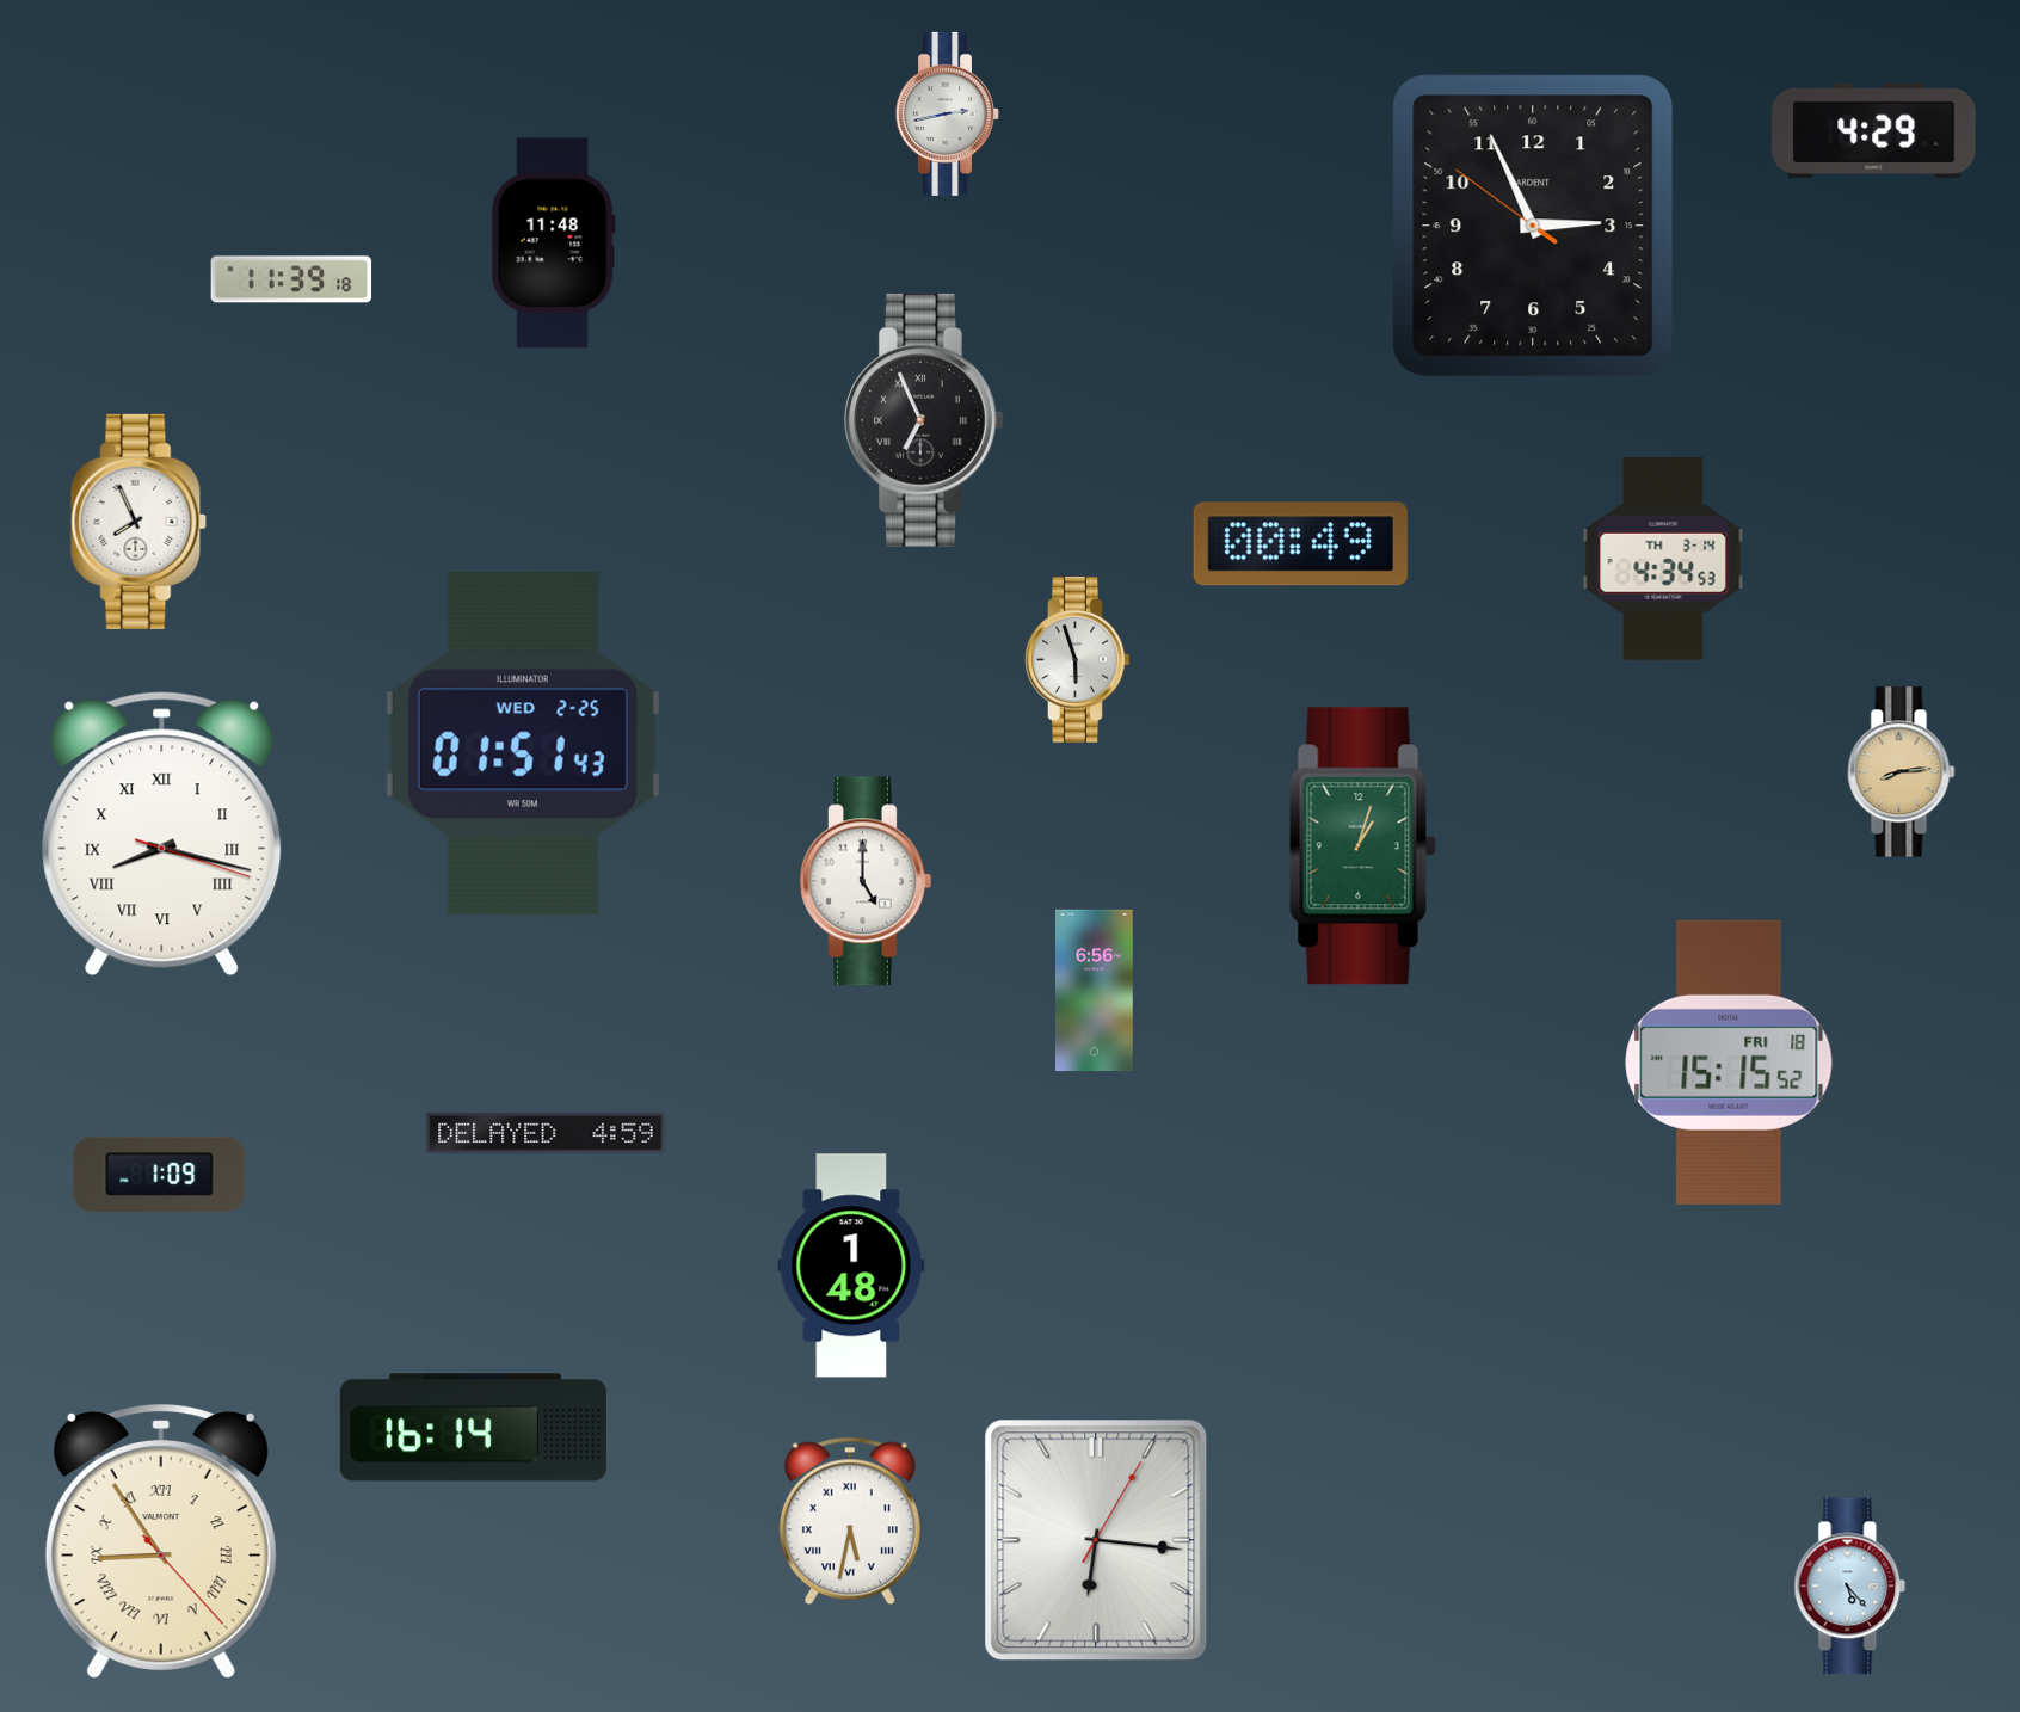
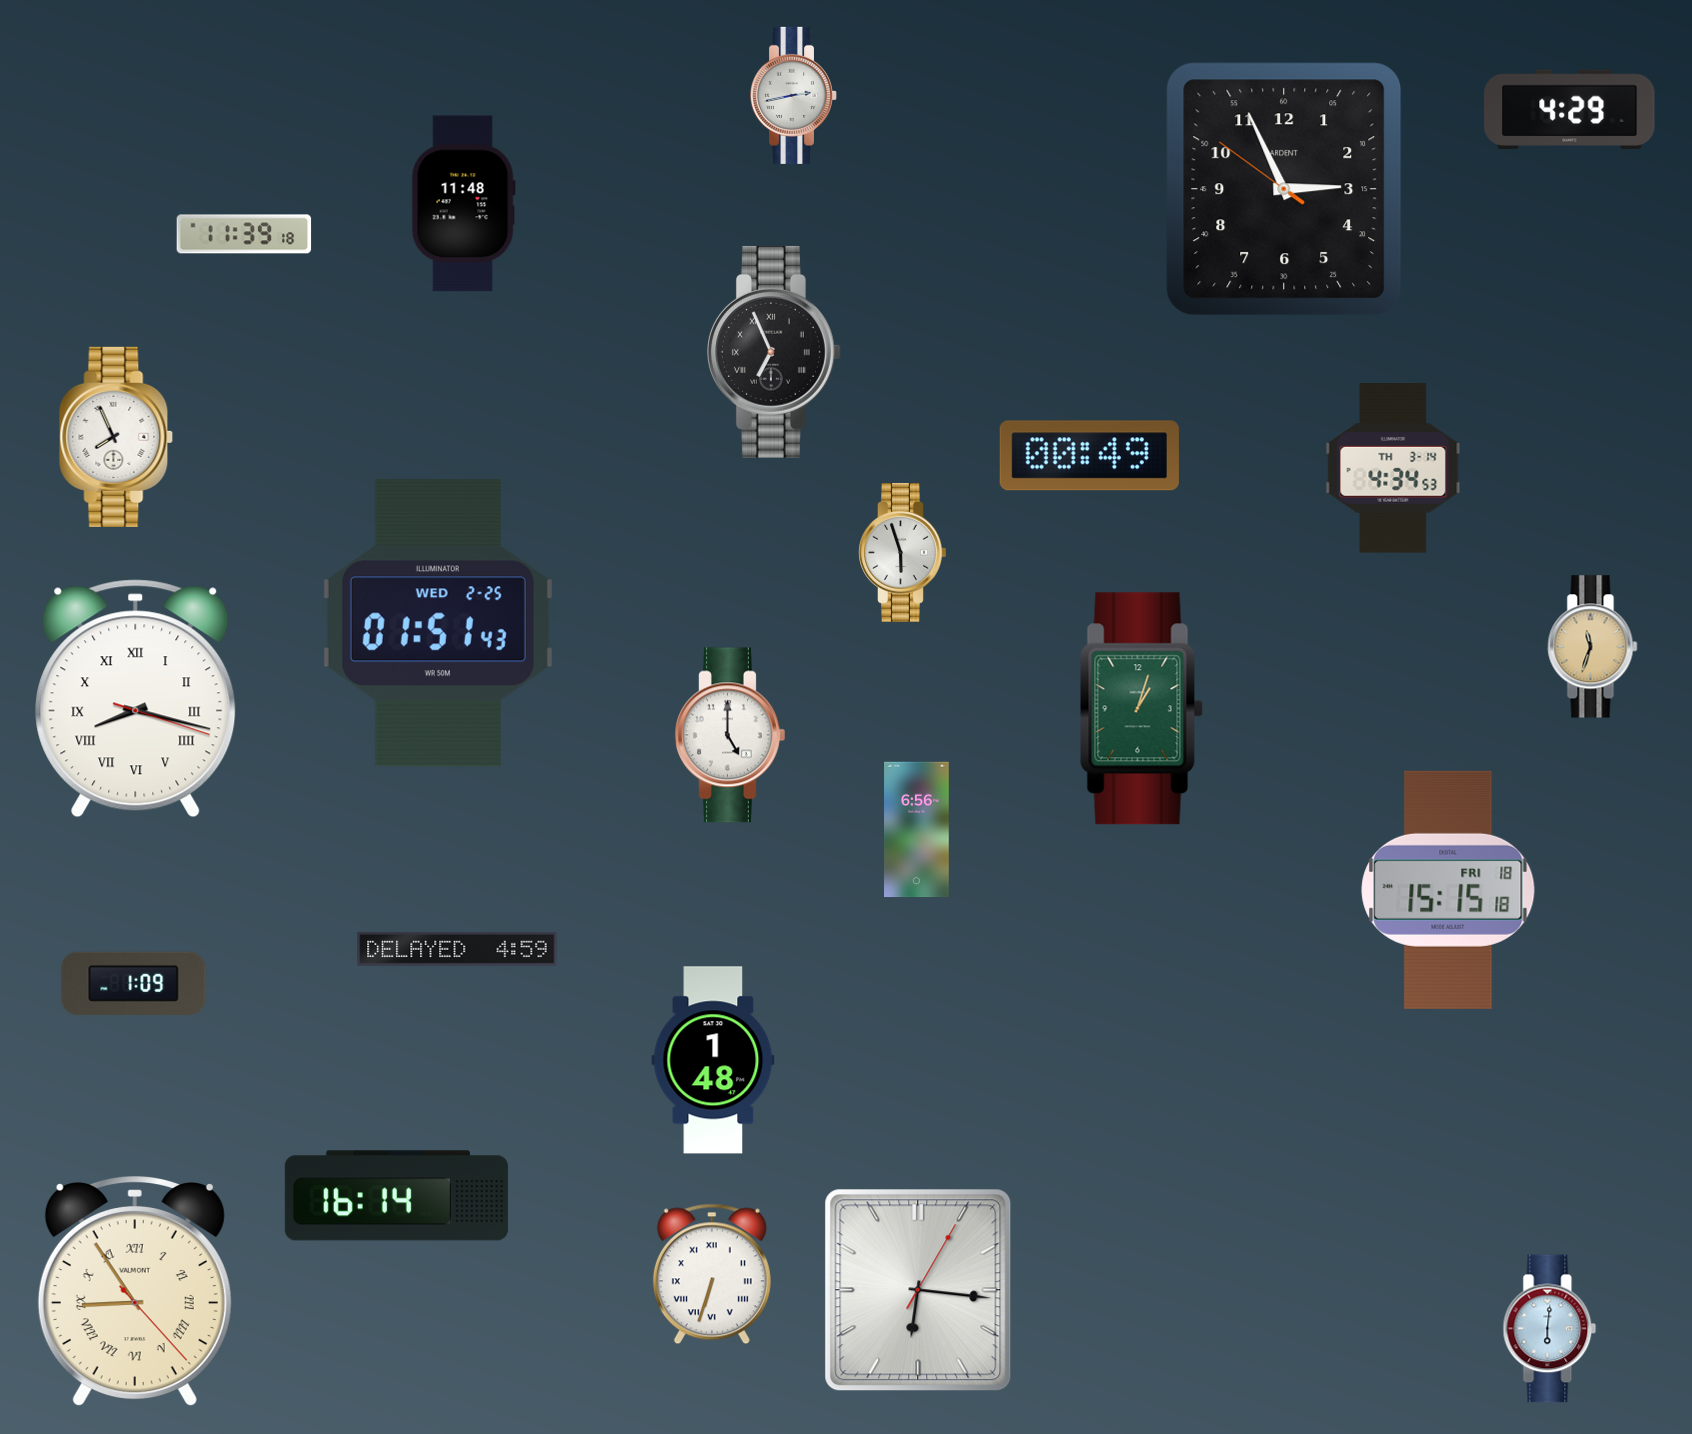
clock at (1902, 772): 8:14 -> 11:33
clock at (866, 881) position: (866, 881) -> (730, 735)
clock at (1729, 1063): 15:15:52 -> 15:15:18
clock at (850, 1521): 5:32 -> 6:33
clock at (1850, 1587): 5:23 -> 6:01
